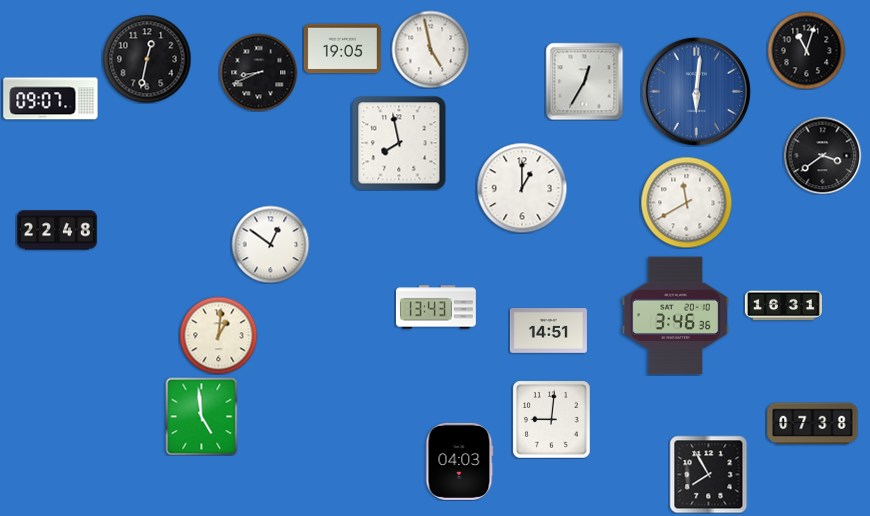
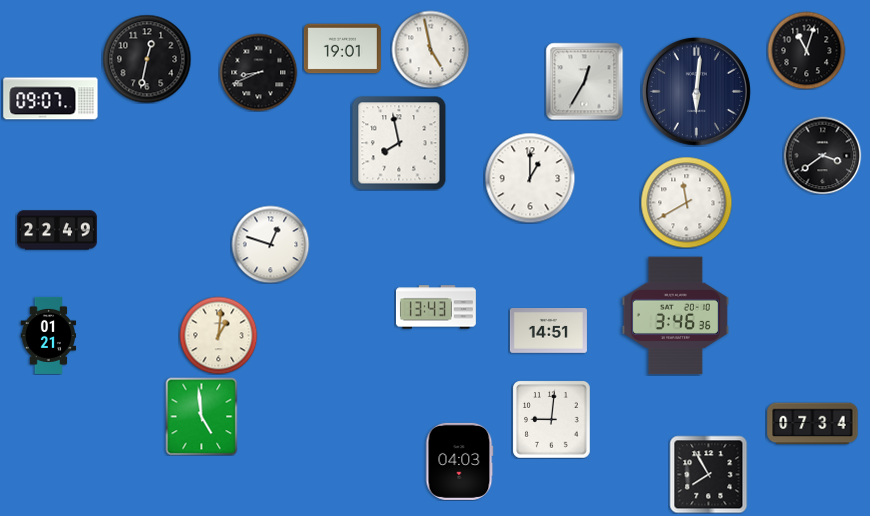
clock at (342, 49): 19:05 -> 19:01
clock at (696, 91) dial: blue -> navy
clock at (522, 188) position: (522, 188) -> (530, 178)
clock at (57, 230): 22:48 -> 22:49
clock at (270, 244): 12:51 -> 12:48
clock at (783, 306): 16:31 -> none
clock at (49, 335): none -> 01:21
clock at (813, 424): 07:38 -> 07:34
